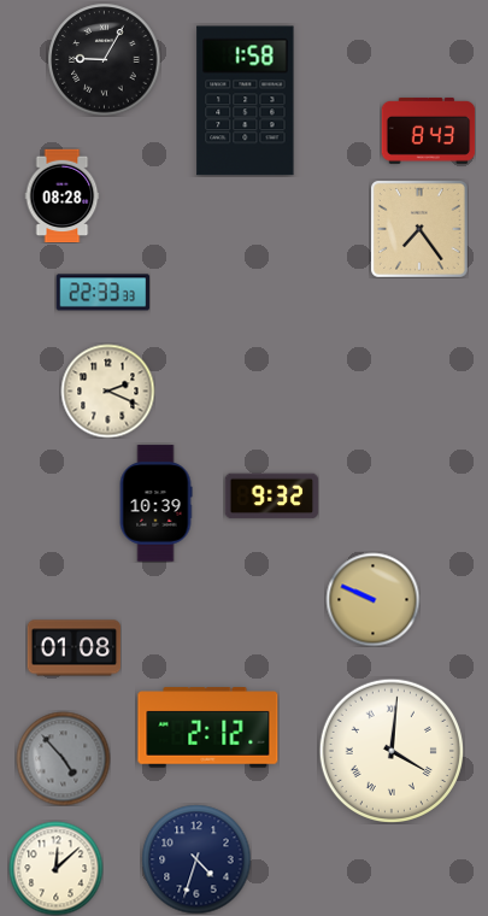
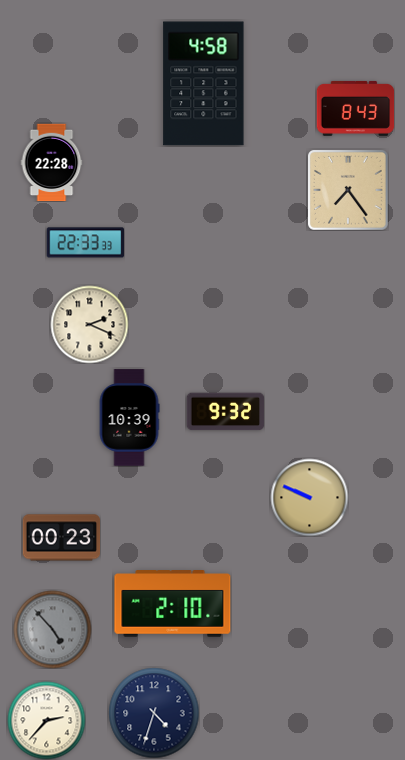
clock at (104, 59): 9:05 -> none
clock at (246, 101): 1:58 -> 4:58
clock at (63, 195): 08:28 -> 22:28
clock at (74, 648): 01:08 -> 00:23
clock at (208, 728): 2:12 -> 2:10
clock at (390, 750): 4:01 -> none
clock at (196, 859) position: (196, 859) -> (154, 713)
clock at (55, 868): 12:08 -> 2:37
